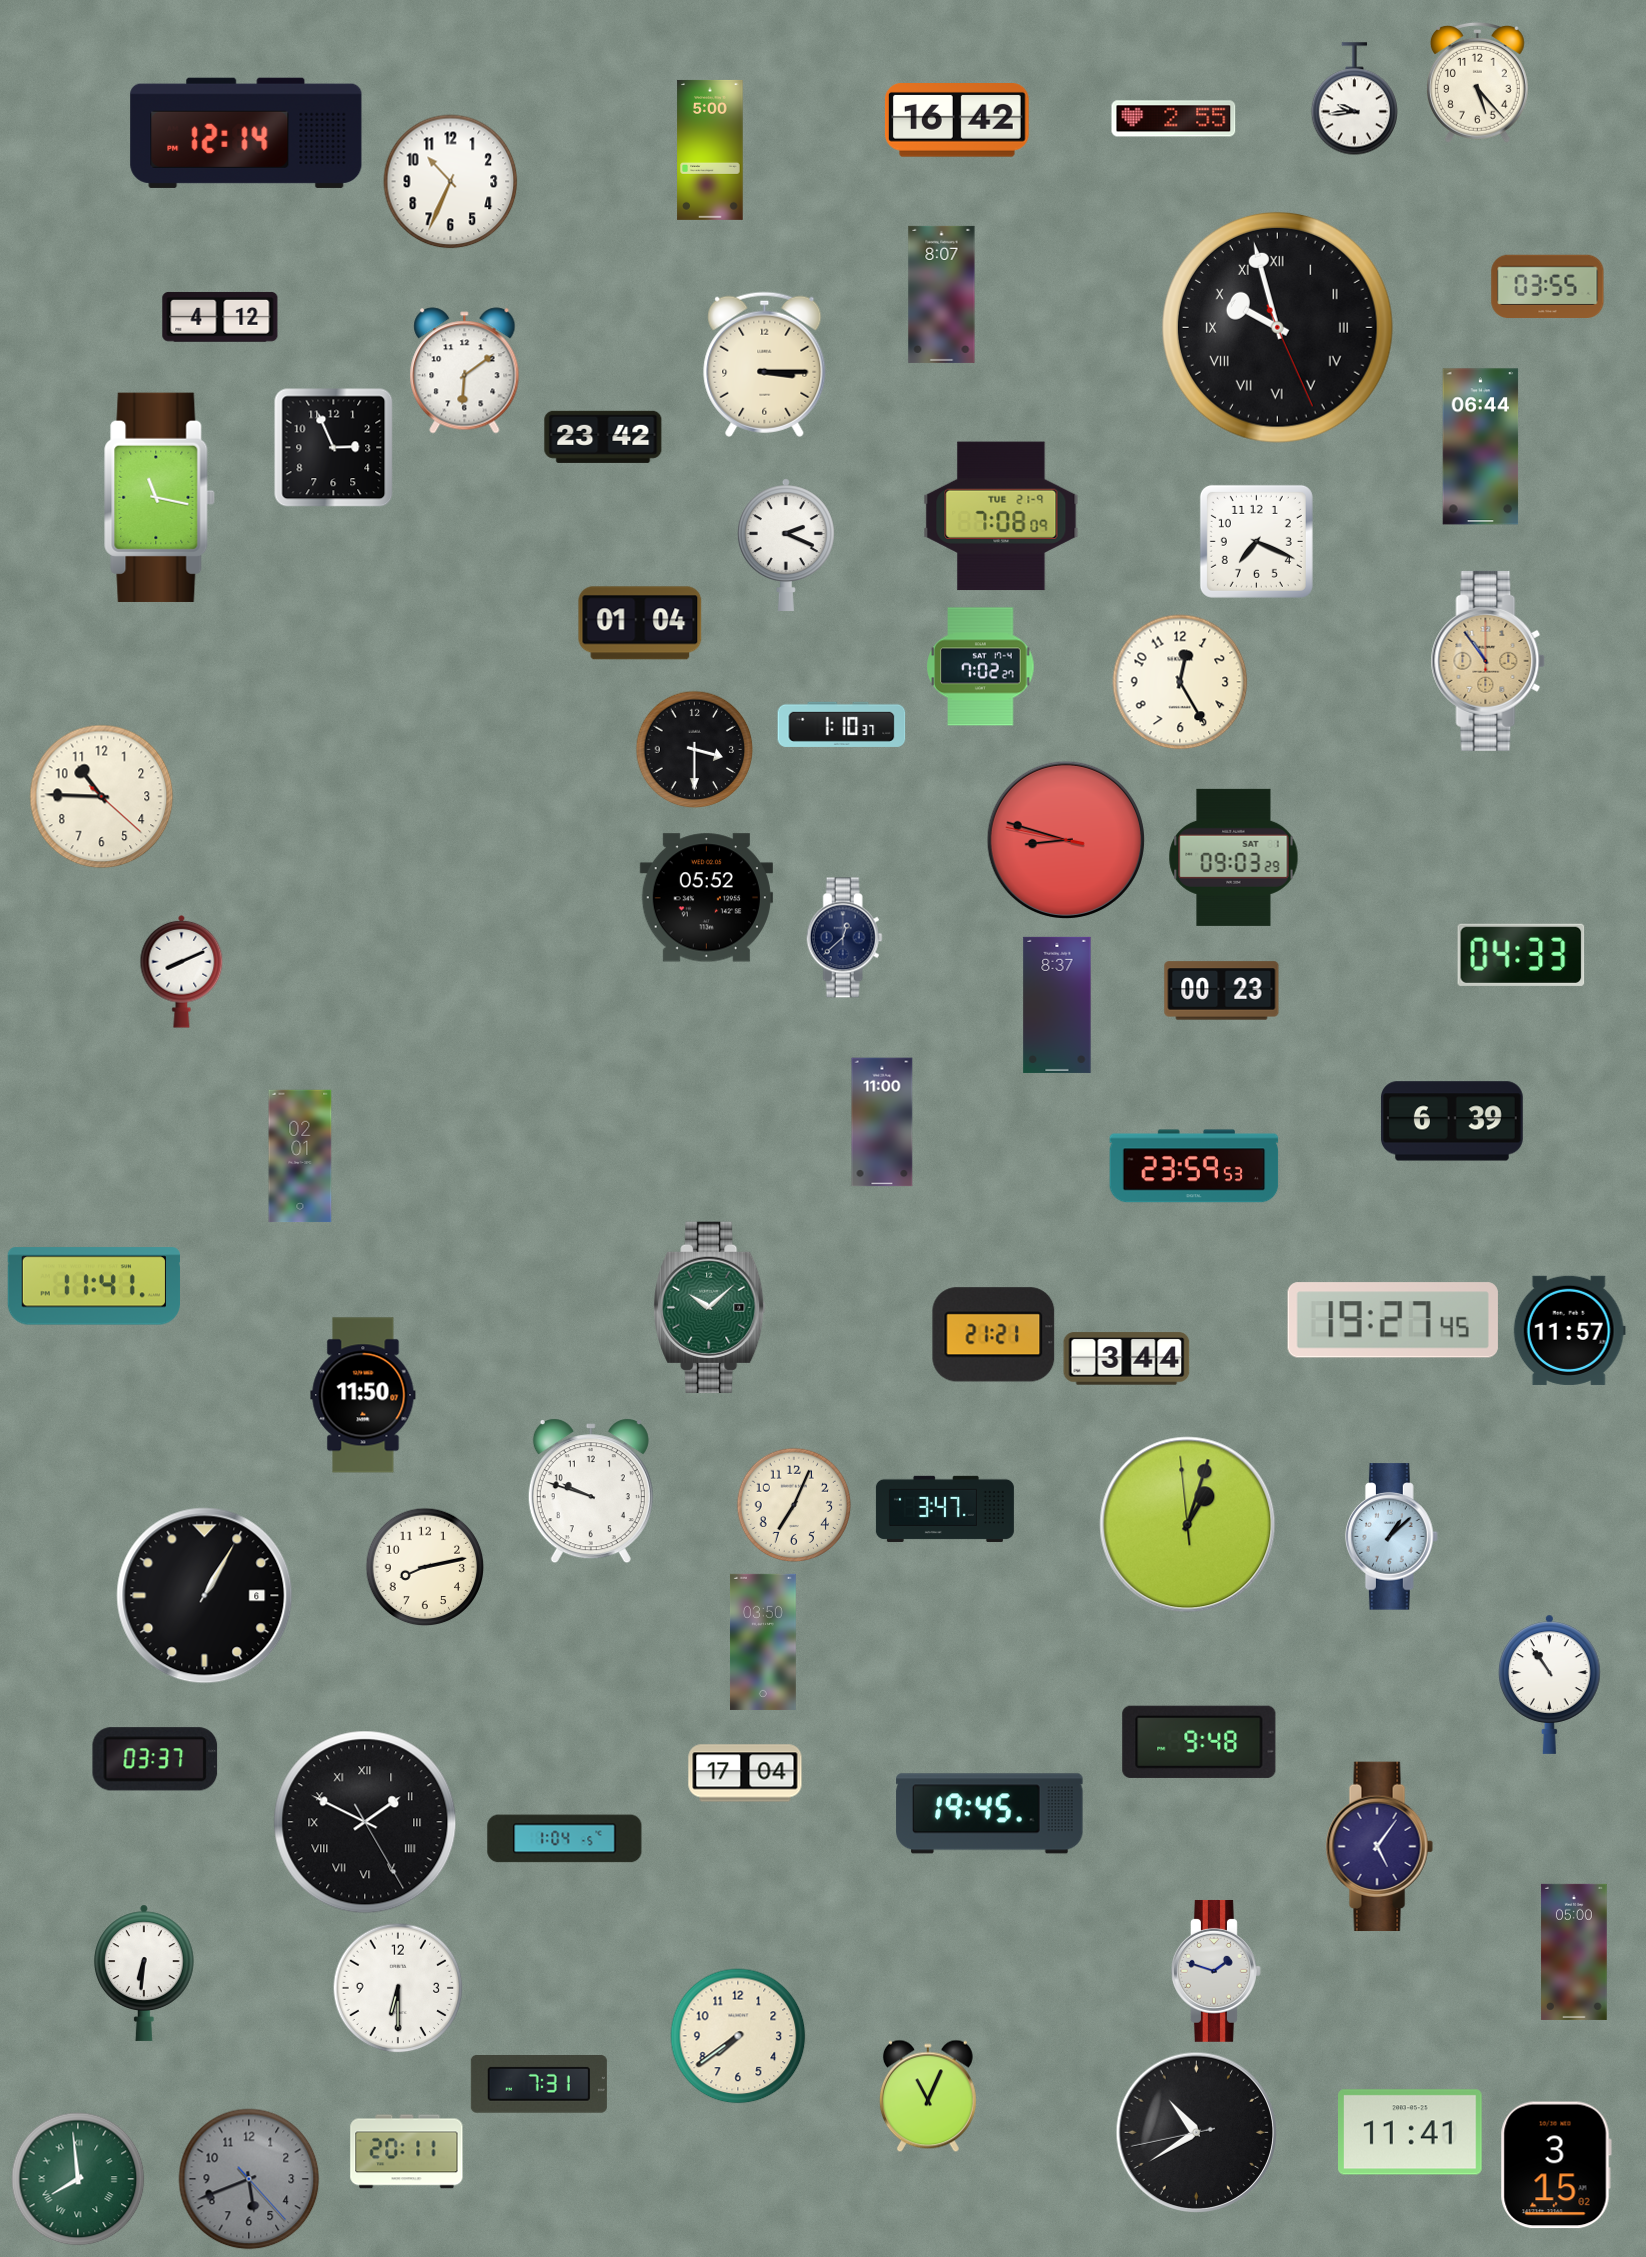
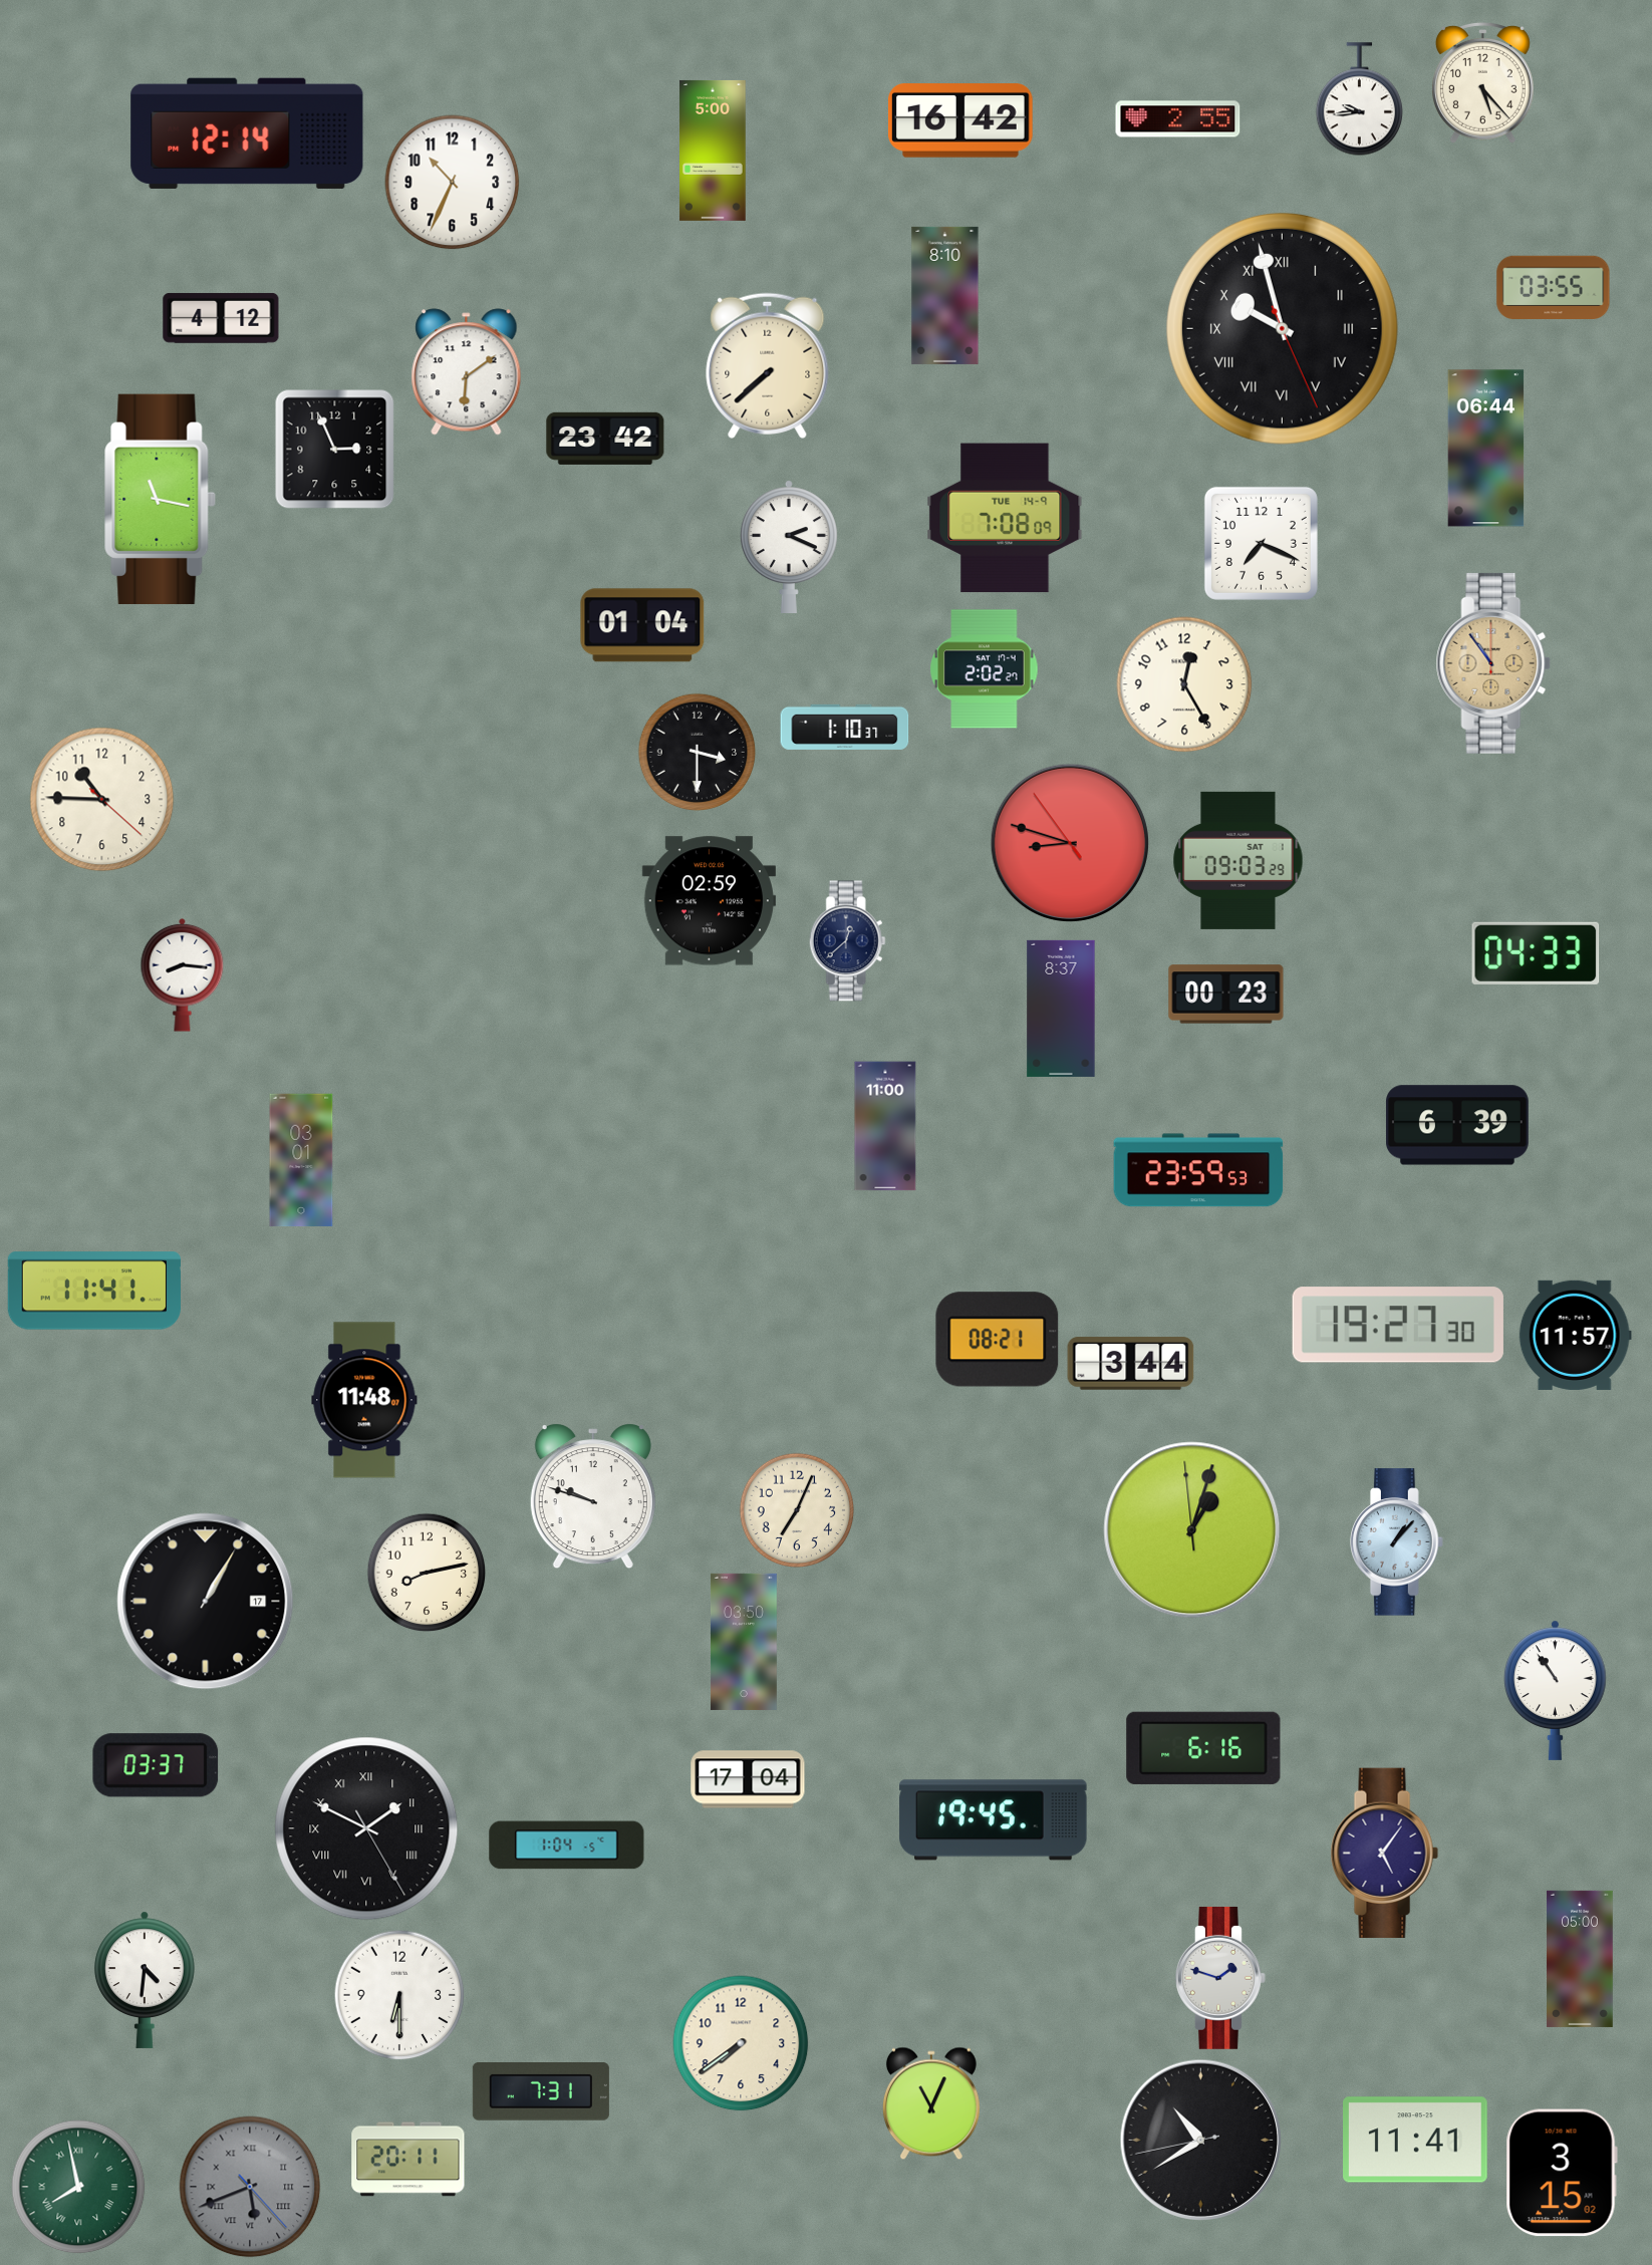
clock at (942, 294): 8:07 -> 8:10
clock at (765, 364): 3:15 -> 7:38
clock at (1001, 516) date: TUE 21-9 -> TUE 14-9
clock at (981, 667): 7:02 -> 2:02
clock at (1066, 840): 8:47:47 -> 8:47:54
clock at (706, 898): 05:52 -> 02:59
clock at (1521, 955) position: (1521, 955) -> (1536, 953)
clock at (182, 971): 8:11 -> 8:16
clock at (300, 1156): 02:01 -> 03:01
clock at (710, 1307): 10:08 -> none
clock at (1393, 1320): 19:27:45 -> 19:27:30
clock at (994, 1335): 21:21 -> 08:21
clock at (363, 1395): 11:50 -> 11:48
clock at (945, 1509): 3:47 -> none
clock at (1392, 1537): 1:08 -> 1:07
clock at (205, 1596) date: 6 -> 17
clock at (763, 1642) position: (763, 1642) -> (744, 1642)
clock at (1199, 1742): 9:48 -> 6:16
clock at (144, 1973): 6:31 -> 4:31
clock at (78, 2179): 7:59 -> 7:58
clock at (249, 2179) numerals: Arabic -> Roman
